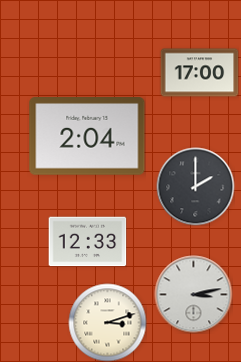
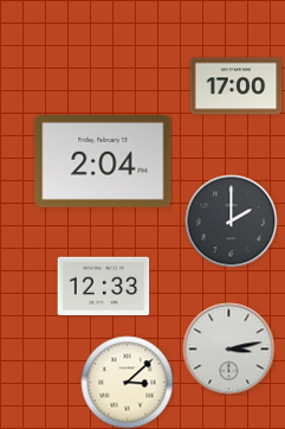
clock at (107, 322): 3:12 -> 3:08
